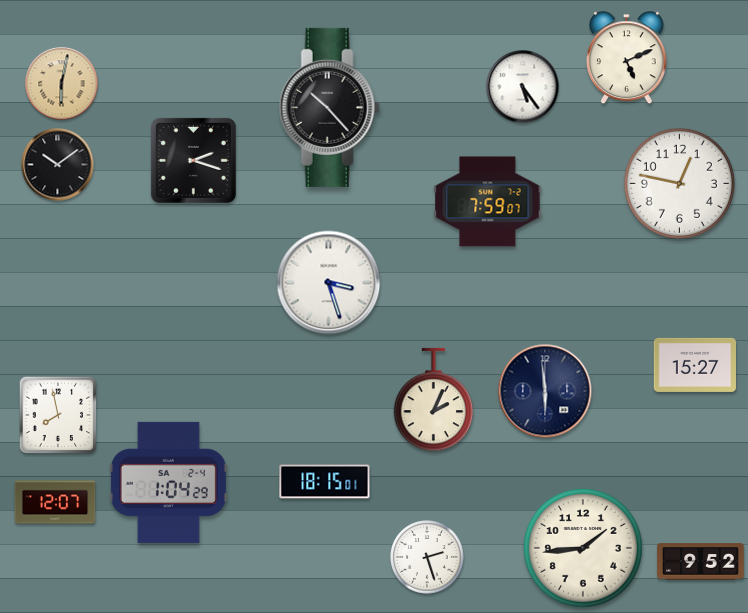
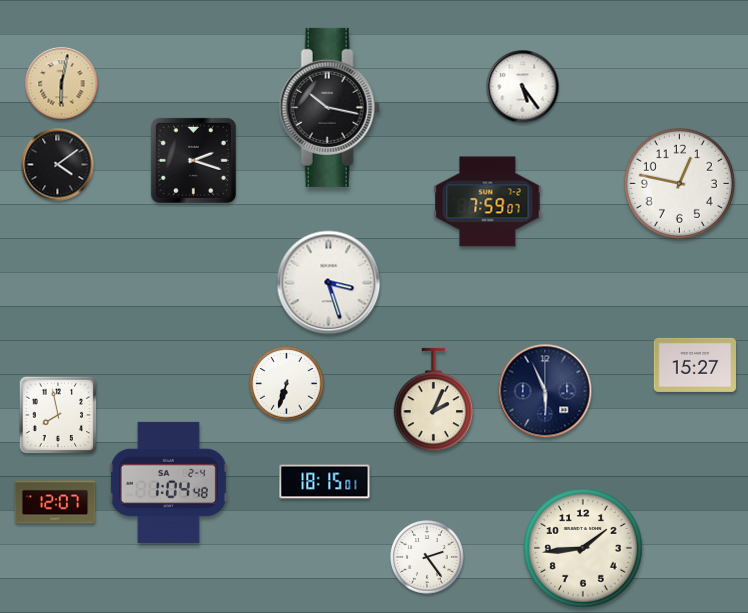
clock at (627, 58): 5:11 -> none
clock at (329, 107): 10:23 -> 10:17
clock at (58, 165): 10:09 -> 4:09
clock at (287, 384): none -> 6:33
clock at (545, 391): 5:59 -> 5:56
clock at (168, 482): 1:04:29 -> 1:04:48
clock at (427, 557): 2:27 -> 2:24
clock at (701, 562): 9:52 -> none
